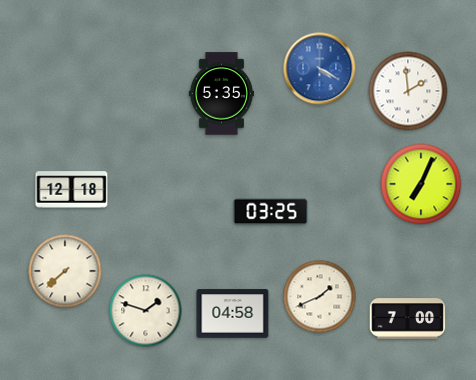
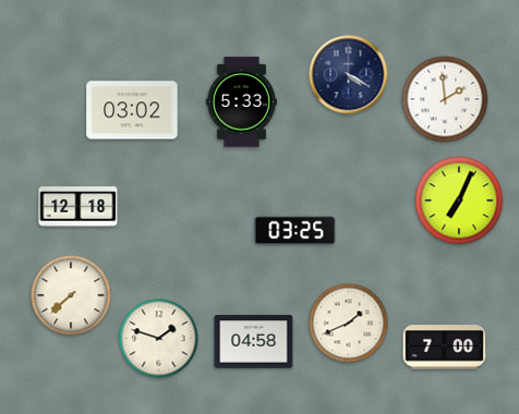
clock at (320, 69) dial: blue -> navy
clock at (221, 94): 5:35 -> 5:33
clock at (132, 110): none -> 03:02
